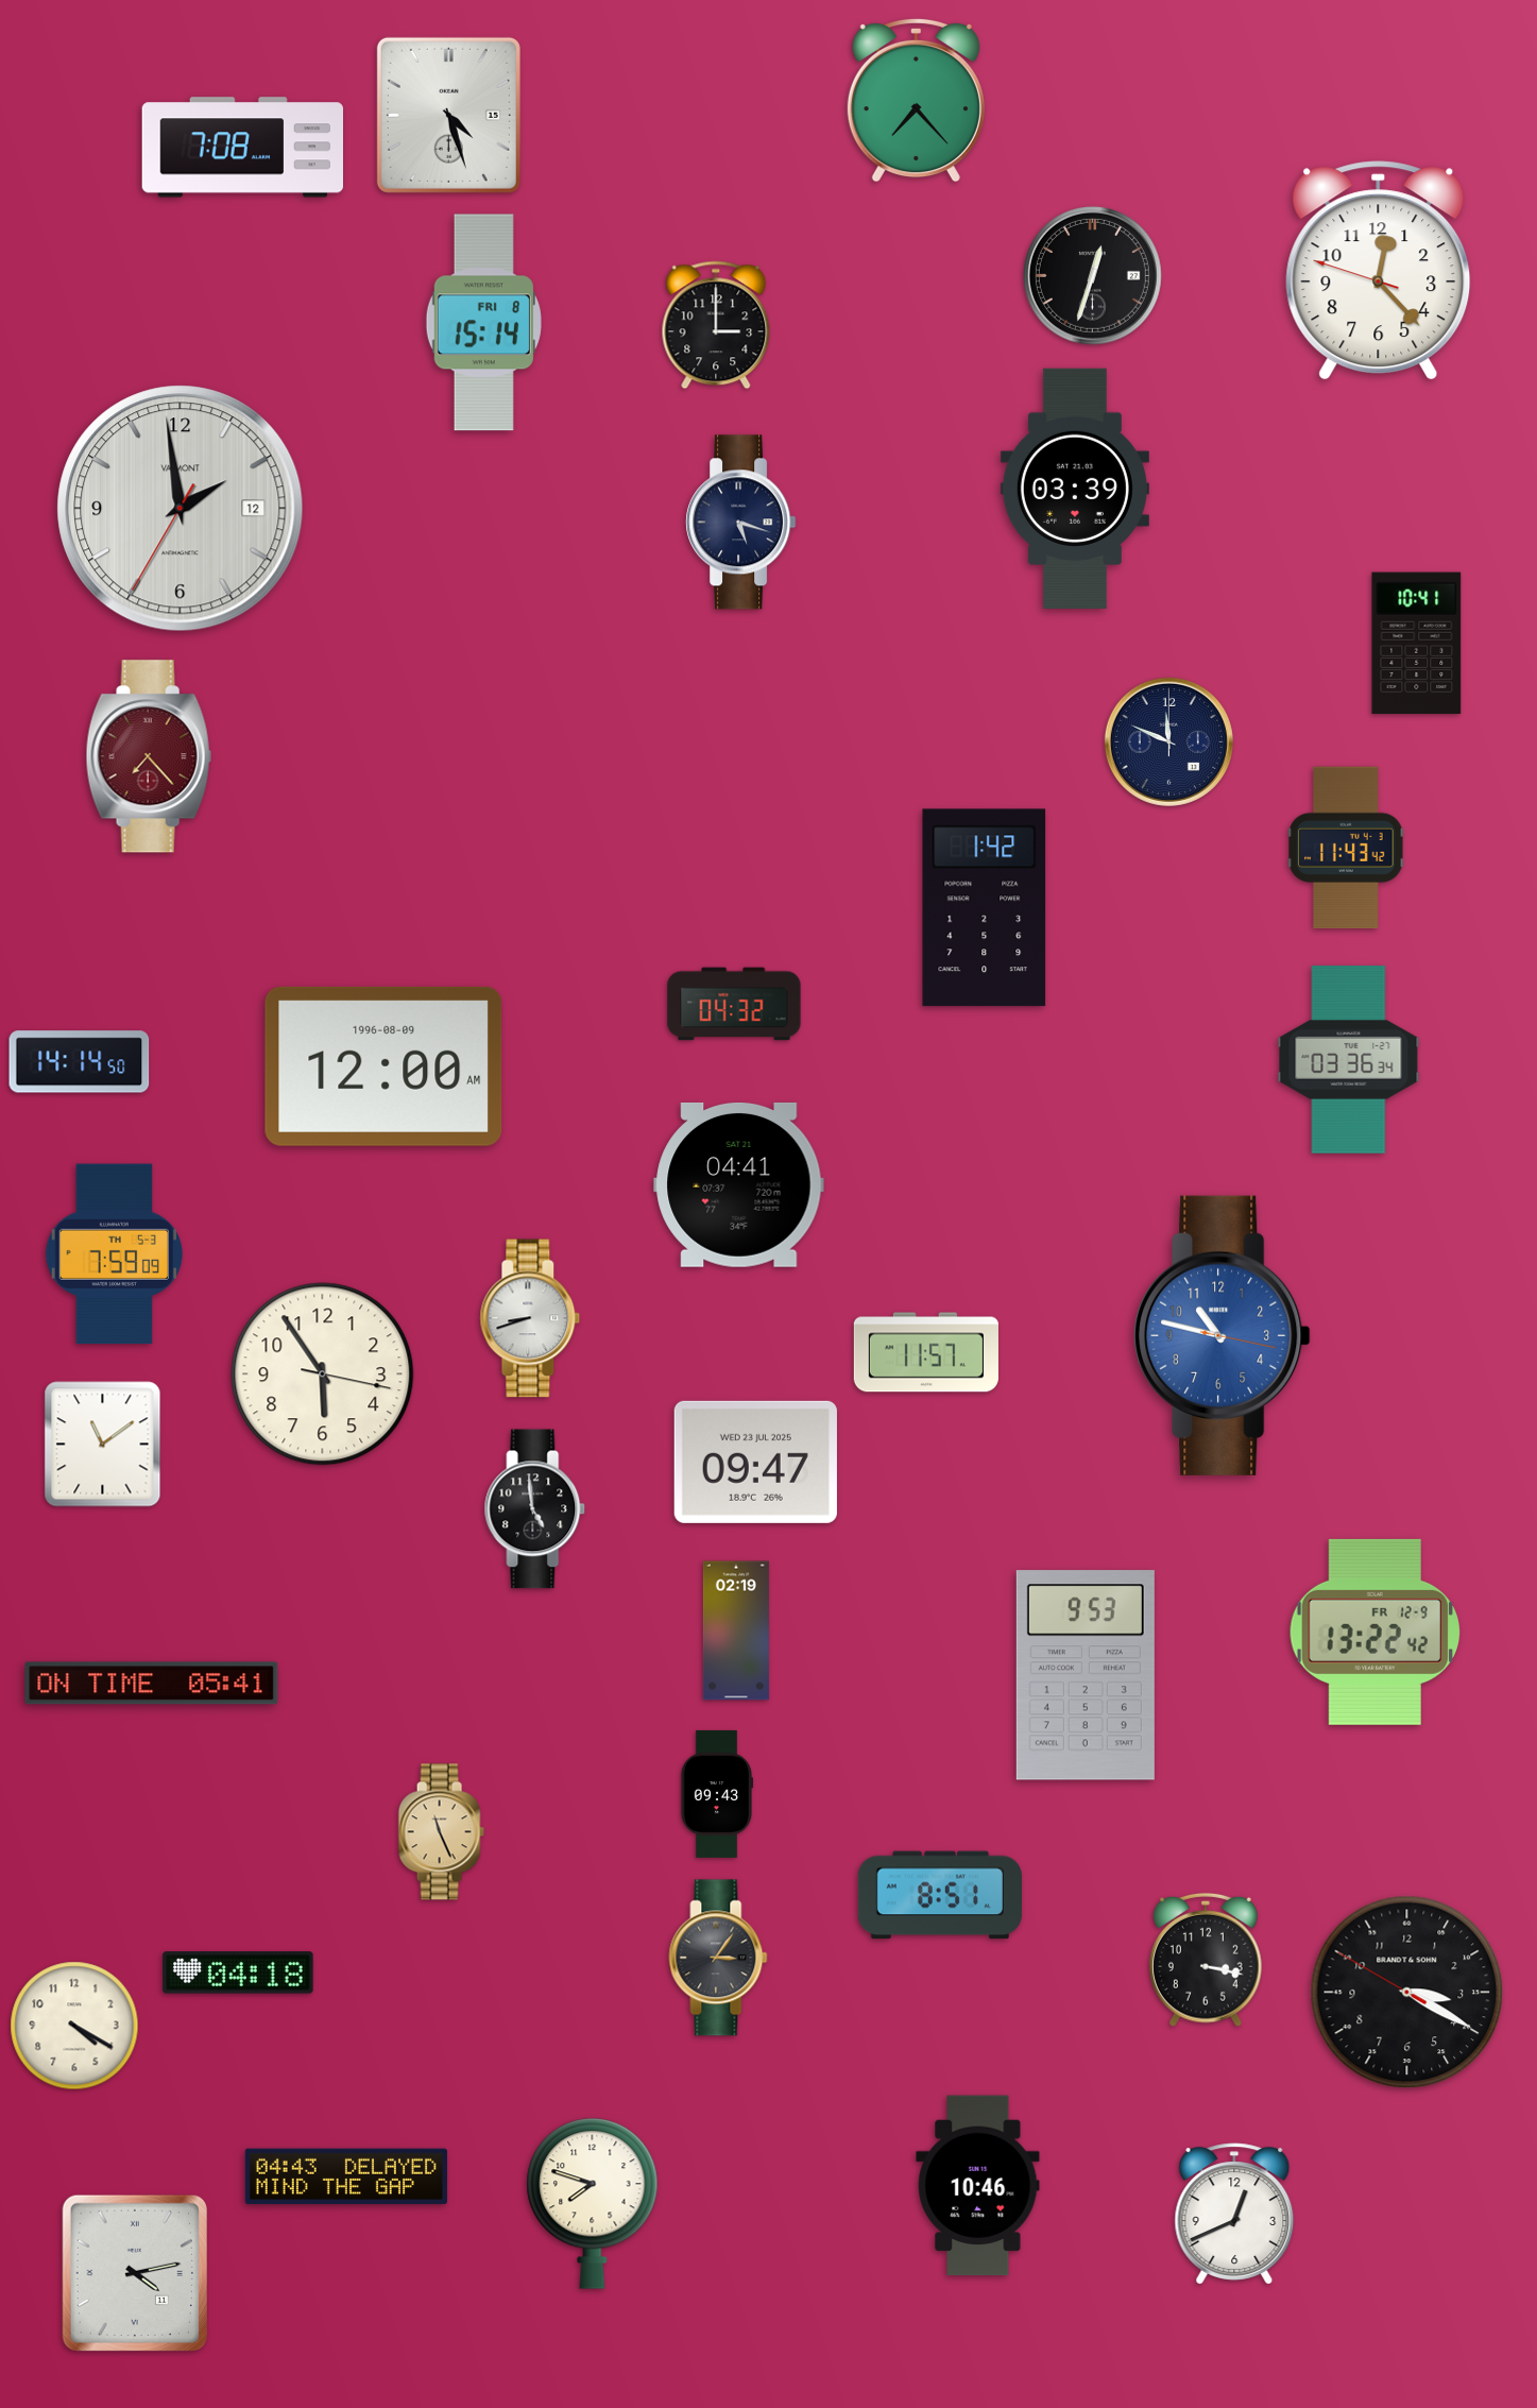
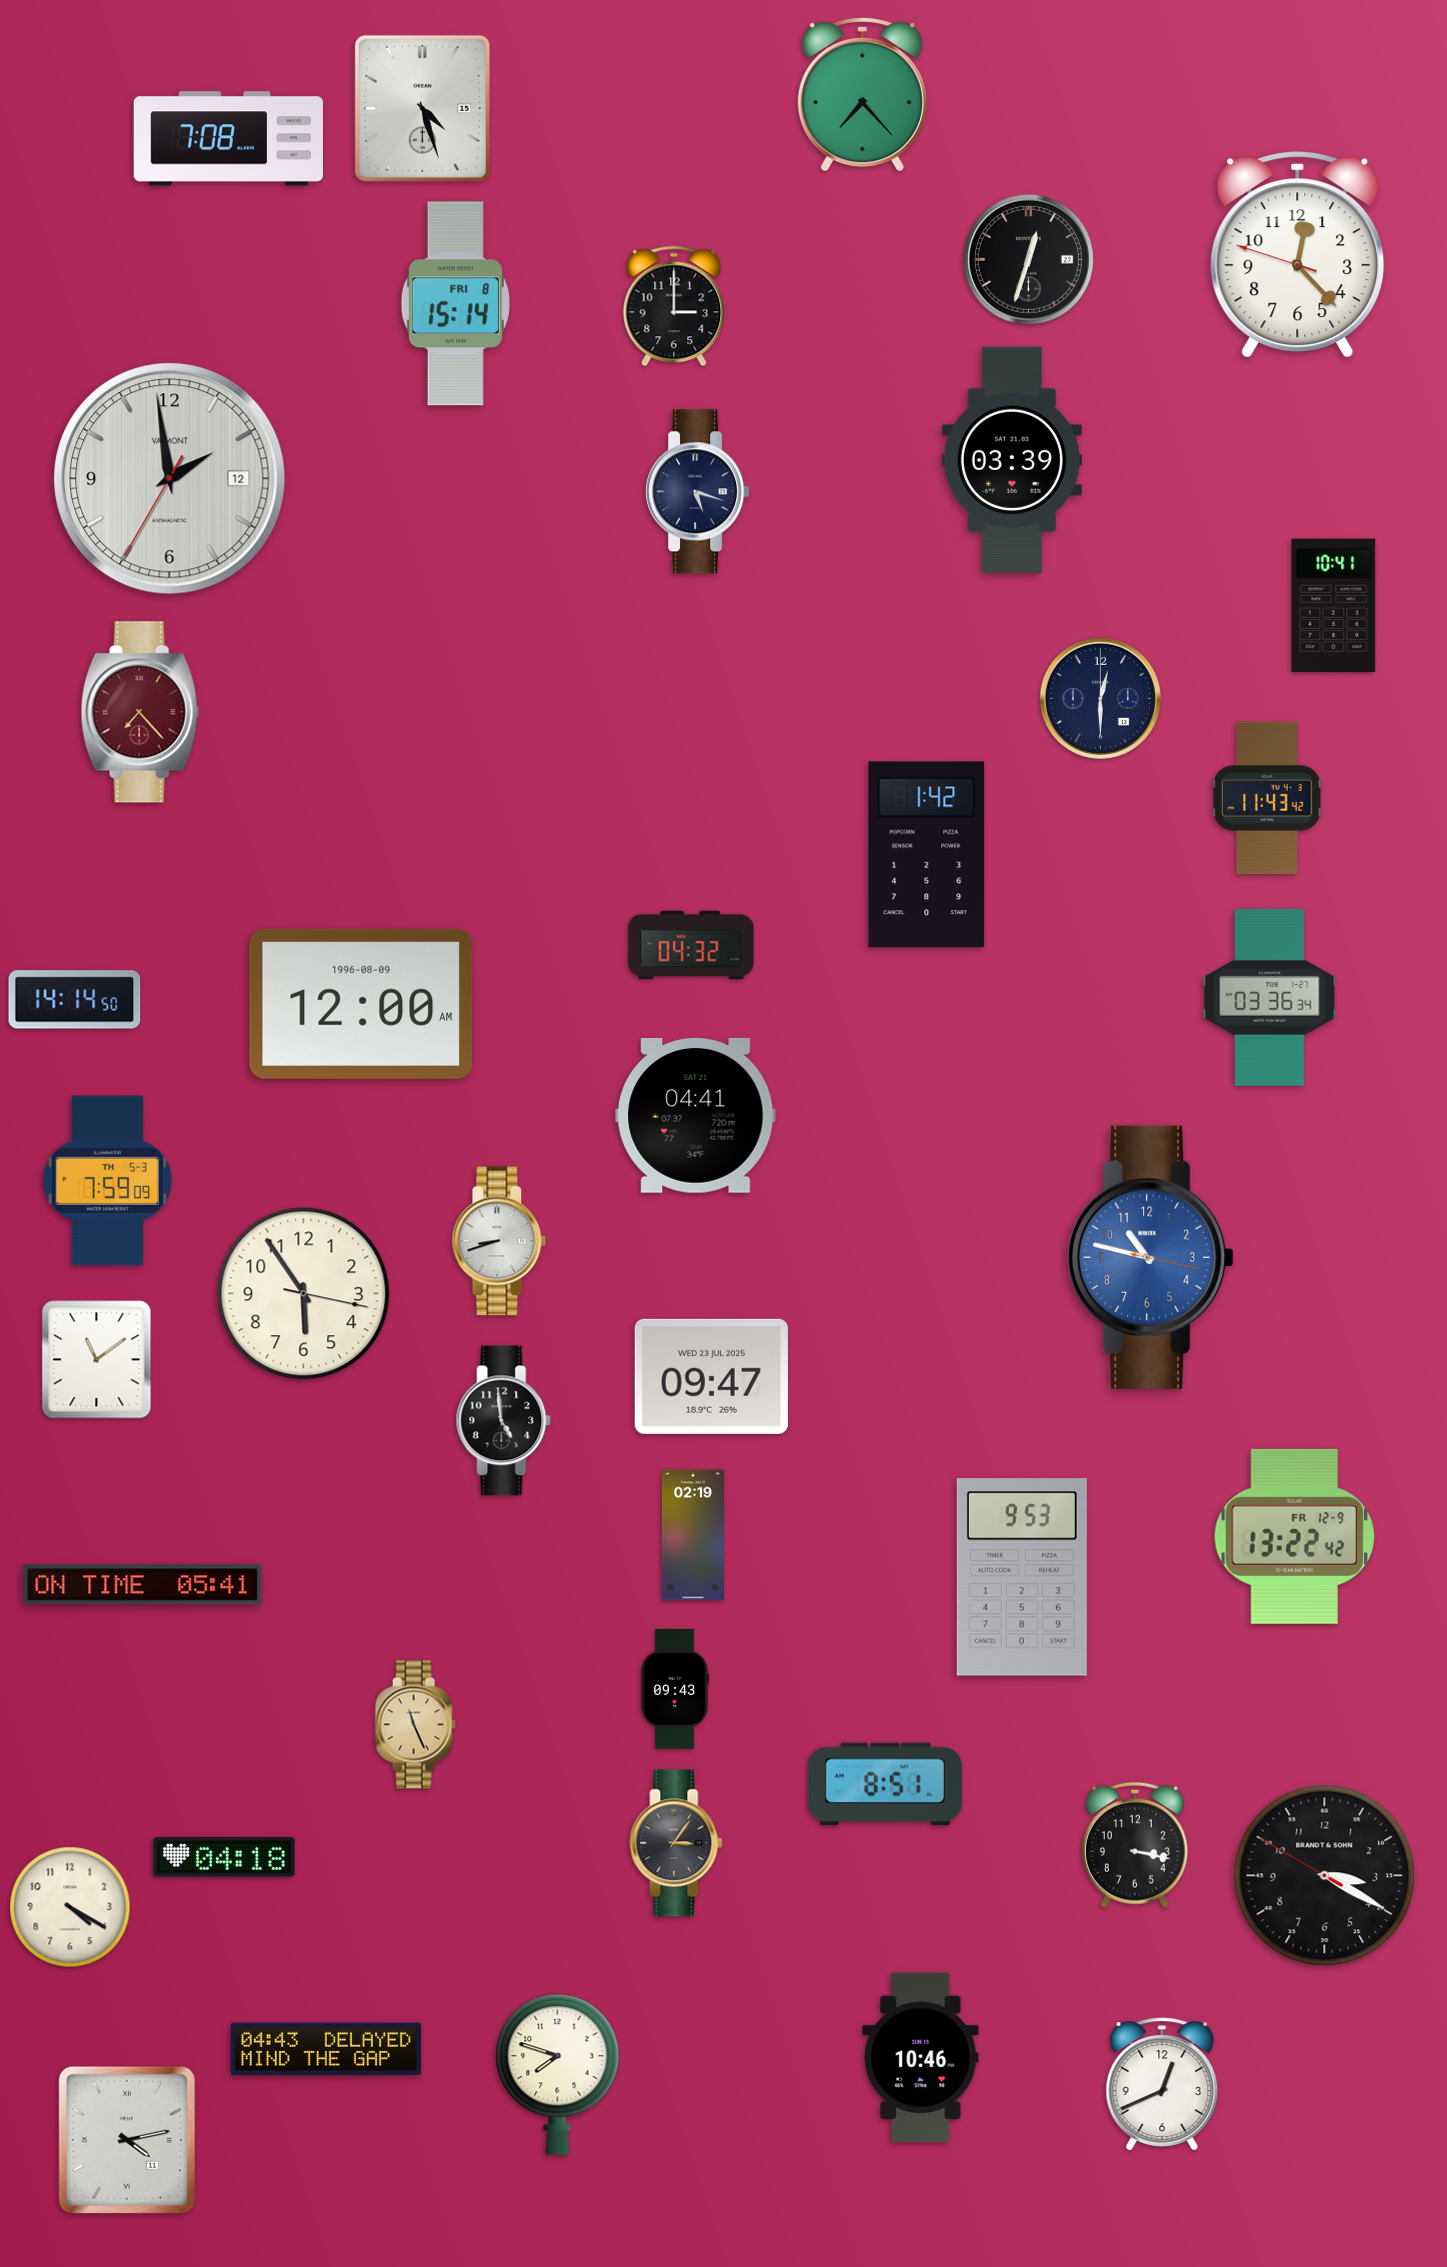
clock at (1168, 741): 11:49 -> 12:30
clock at (926, 1352): 11:57 -> none
